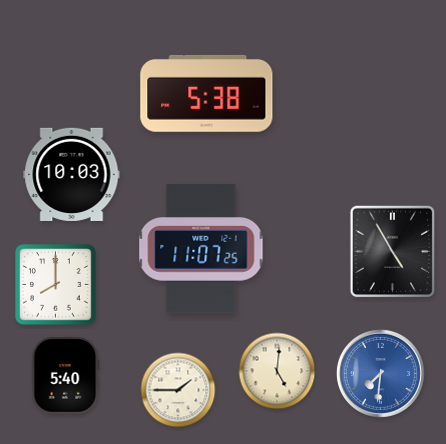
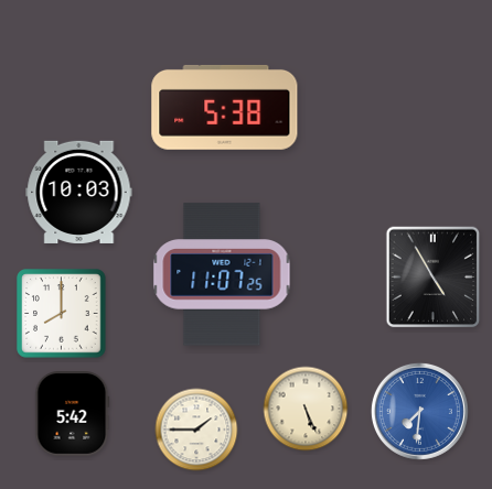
clock at (207, 93) position: (207, 93) -> (225, 107)
clock at (277, 371): 5:01 -> 5:26
clock at (66, 376): 5:40 -> 5:42
